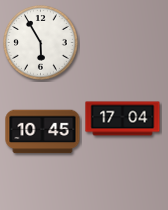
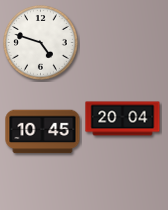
clock at (41, 43): 5:55 -> 4:48
clock at (123, 119): 17:04 -> 20:04
